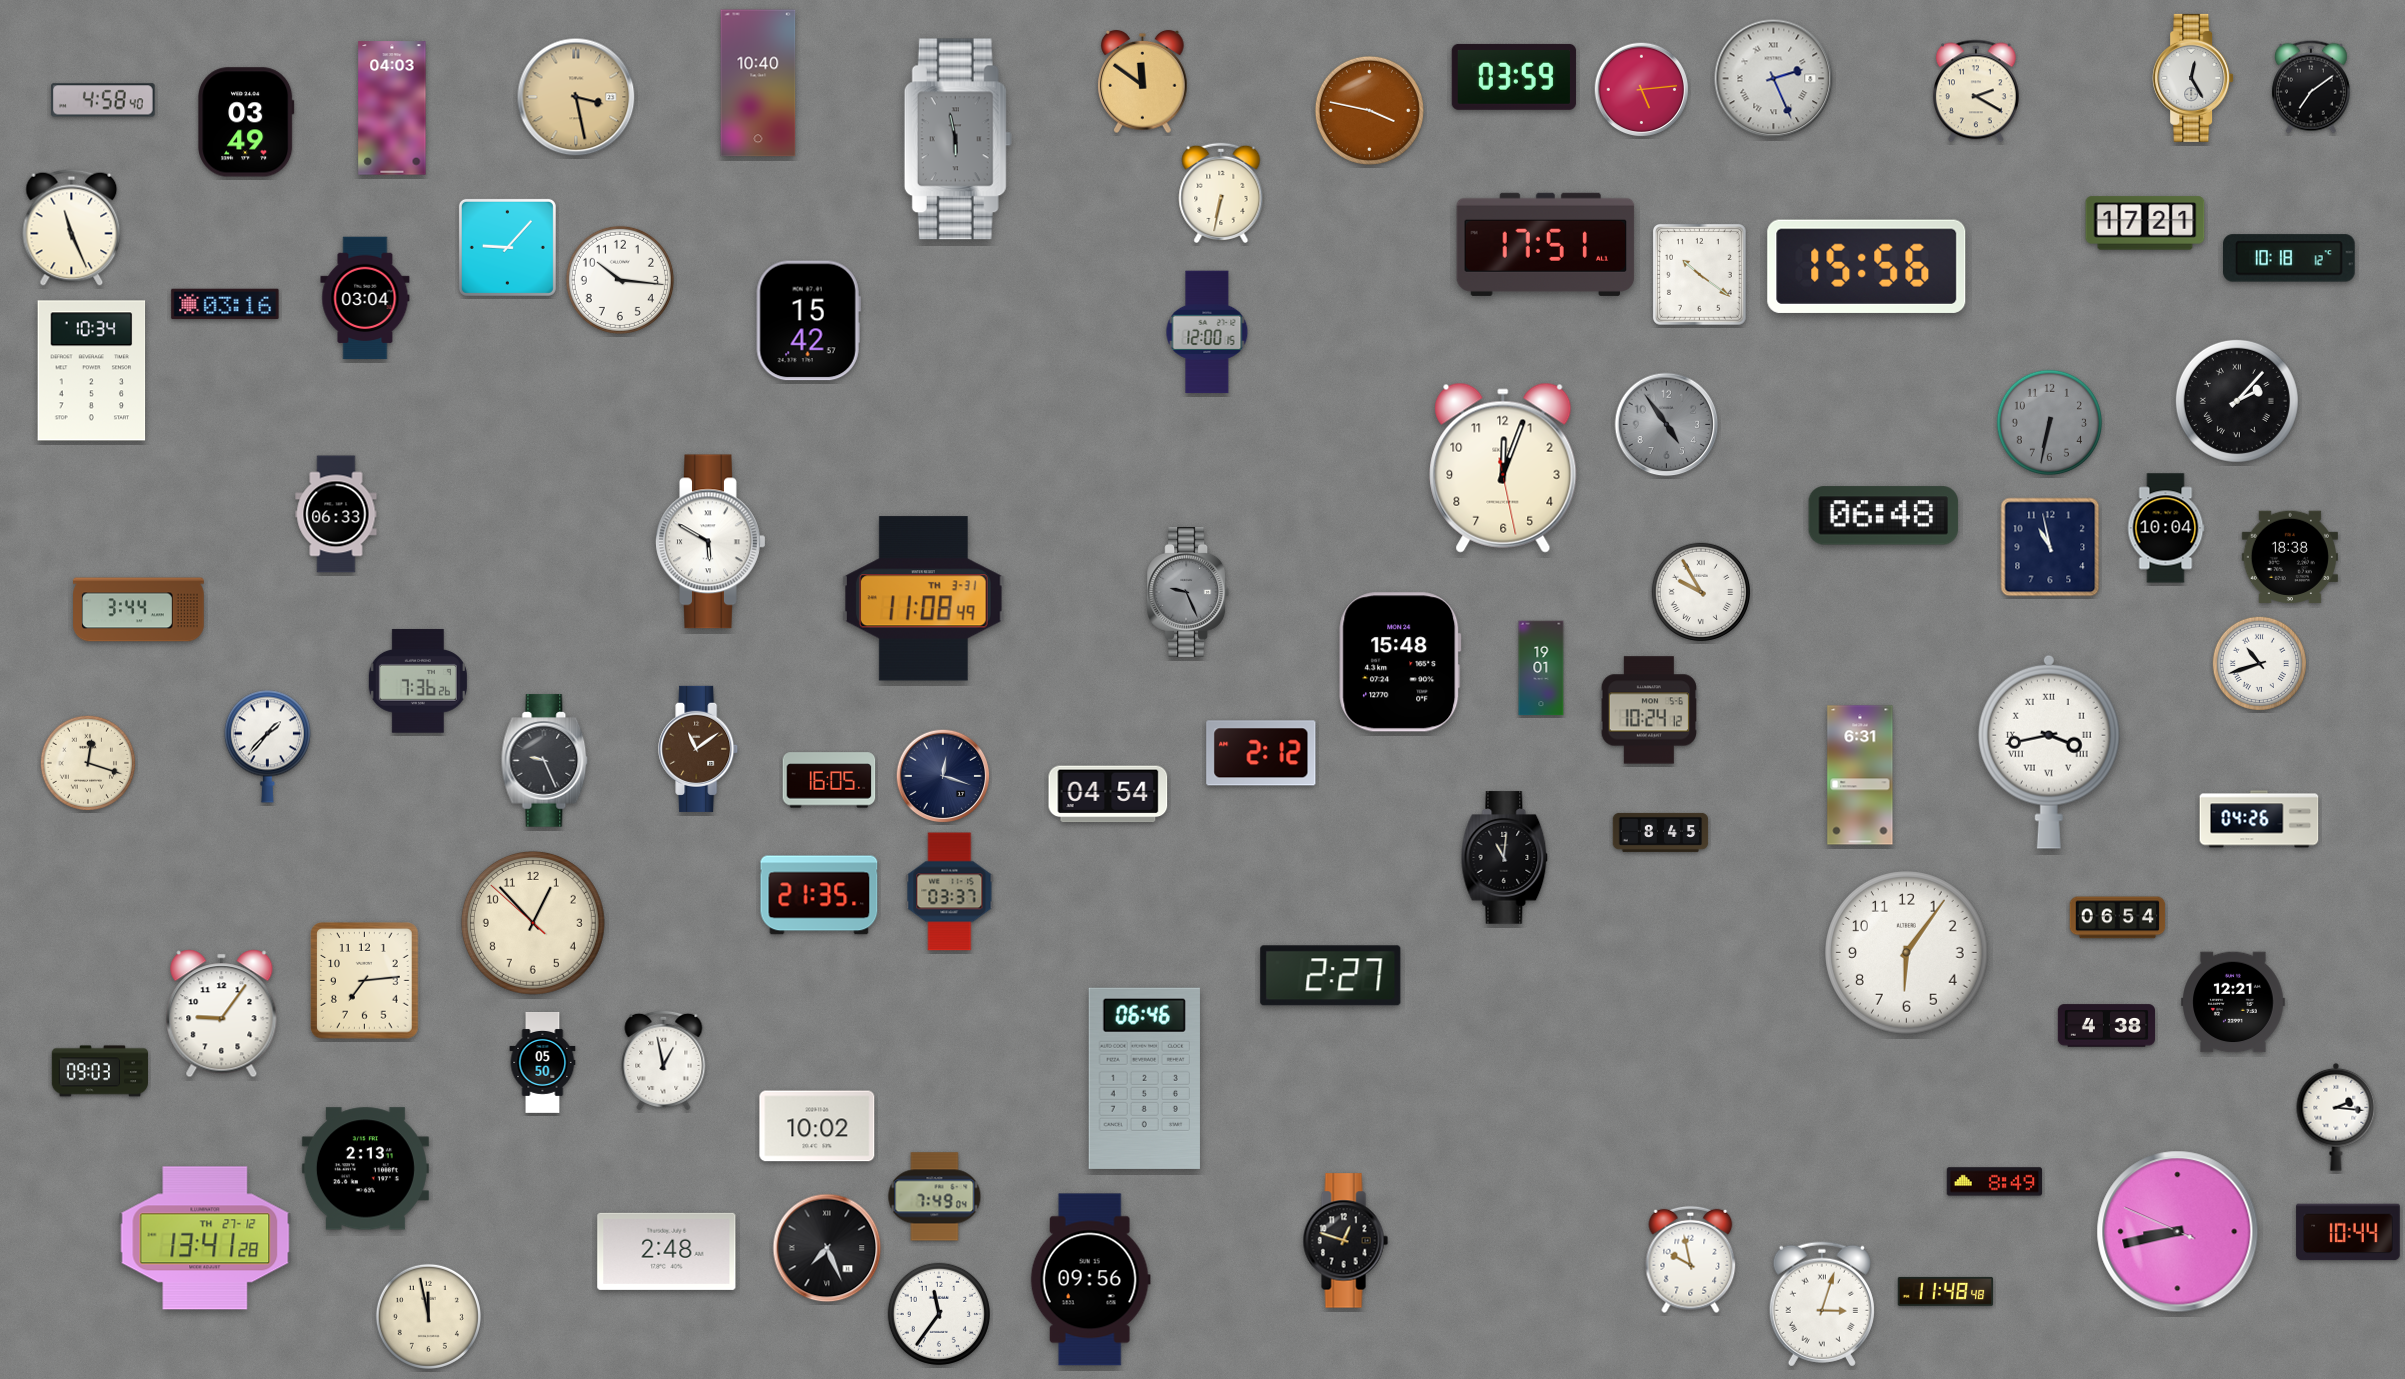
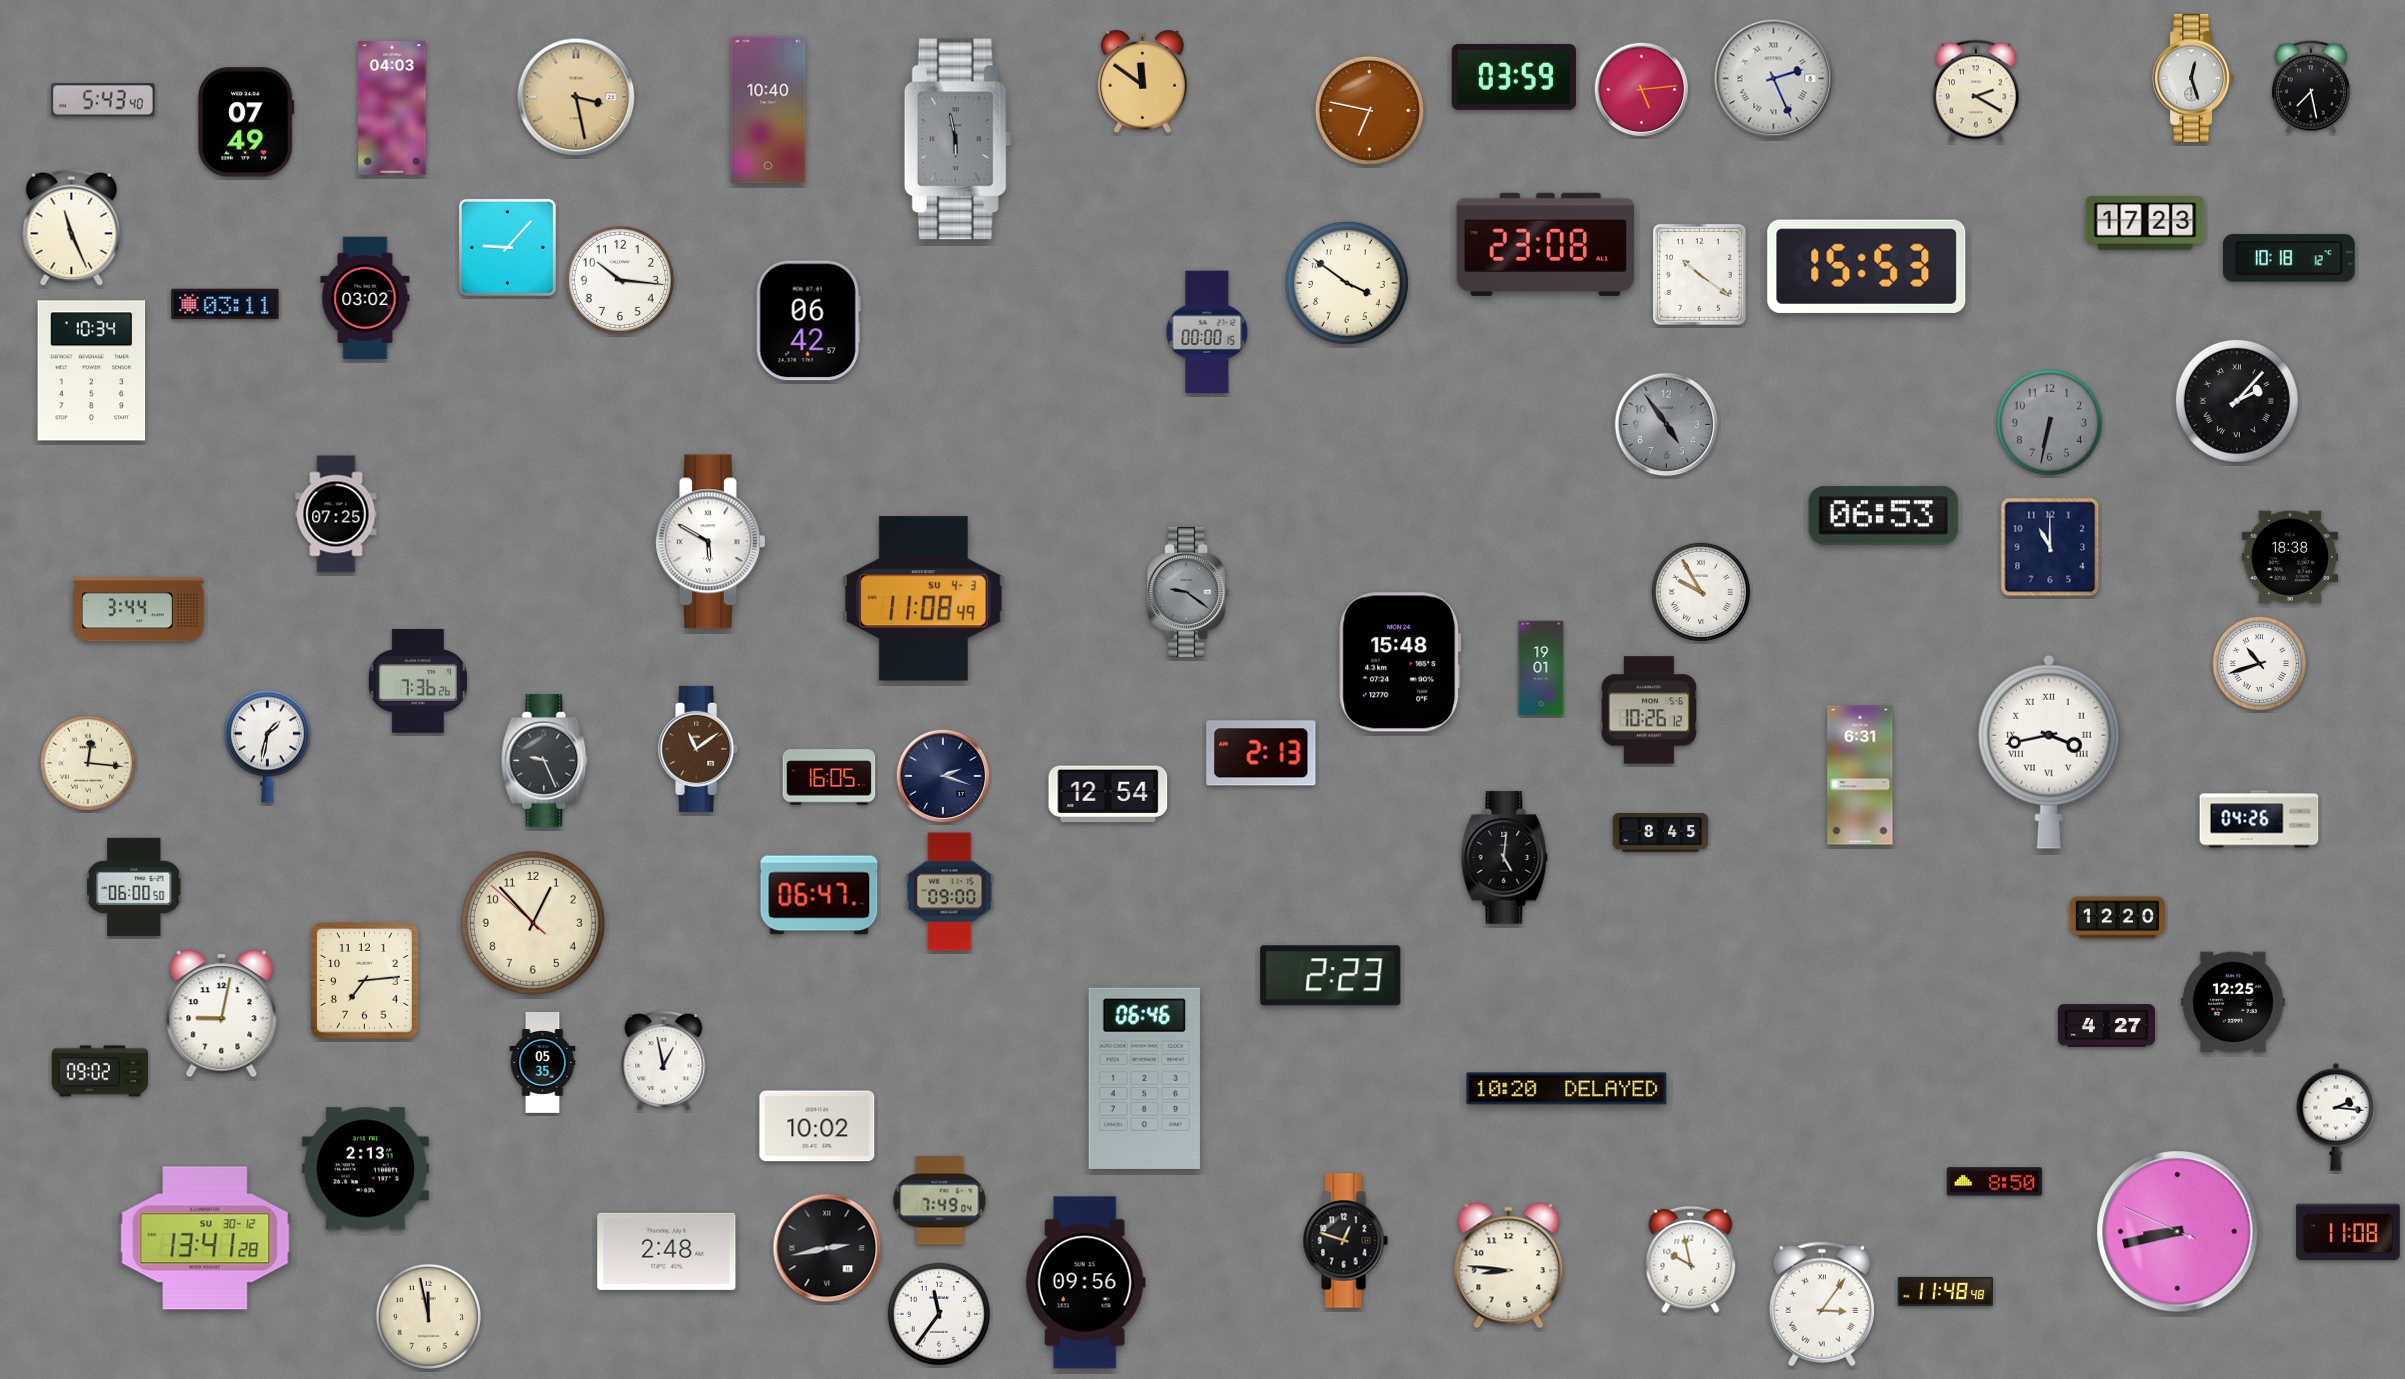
clock at (2193, 78): 12:25 -> 12:27
clock at (758, 83) position: (758, 83) -> (768, 110)
clock at (2311, 87): 7:09 -> 7:28
clock at (103, 100): 4:58 -> 5:43
clock at (1369, 110): 3:47 -> 6:47
clock at (246, 122): 03:49 -> 07:49
clock at (1221, 192): 6:32 -> none
clock at (2145, 223): 17:21 -> 17:23
clock at (1546, 244): 17:51 -> 23:08
clock at (1867, 266): 15:56 -> 15:53
clock at (1347, 283): none -> 3:51
clock at (365, 298): 03:04 -> 03:02
clock at (225, 304): 03:16 -> 03:11
clock at (808, 321): 15:42 -> 06:42
clock at (1207, 332): 12:00 -> 00:00
clock at (1503, 468): 12:03 -> none
clock at (336, 514): 06:33 -> 07:25
clock at (1884, 516): 06:48 -> 06:53
clock at (2166, 528): 10:04 -> none
clock at (2050, 547): 10:58 -> 11:00
clock at (1188, 592): 9:26 -> 9:21
clock at (923, 599) date: TH 3-31 -> SU 4-3
clock at (1648, 710): 10:24 -> 10:26
clock at (267, 746): 1:37 -> 1:32
clock at (1261, 753): 2:12 -> 2:13
clock at (87, 762): 12:18 -> 12:16
clock at (943, 776): 12:18 -> 2:18
clock at (829, 780) position: (829, 780) -> (829, 777)
clock at (1108, 794): 04:54 -> 12:54
clock at (1505, 858): 11:01 -> 5:01
clock at (135, 887): none -> 06:00
clock at (950, 892): 03:37 -> 09:00
clock at (819, 895): 21:35 -> 06:47
clock at (2118, 918): 06:54 -> 12:20
clock at (1907, 953): 6:06 -> none
clock at (1331, 976): 2:27 -> 2:23
clock at (2233, 1002): 12:21 -> 12:25
clock at (222, 1014): 9:06 -> 9:02
clock at (2106, 1026): 4:38 -> 4:27
clock at (543, 1062): 05:50 -> 05:35
clock at (100, 1071): 09:03 -> 09:02
clock at (1567, 1089): none -> 10:20
clock at (1995, 1182): 8:49 -> 8:50
clock at (935, 1197) position: (935, 1197) -> (940, 1201)
clock at (2348, 1232): 10:44 -> 11:08
clock at (205, 1238) date: TH 27-12 -> SU 30-12
clock at (827, 1248): 7:26 -> 2:43
clock at (1509, 1266): none -> 8:46
clock at (1090, 1280) position: (1090, 1280) -> (1085, 1283)
clock at (1822, 1304): 3:03 -> 3:06
